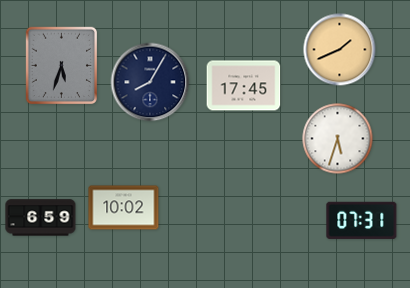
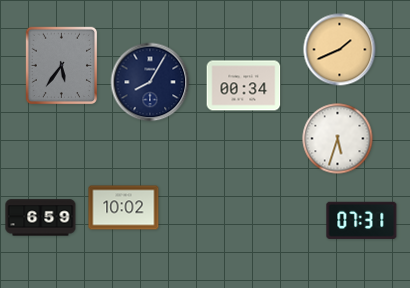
clock at (62, 66): 5:33 -> 5:36
clock at (244, 86): 17:45 -> 00:34
